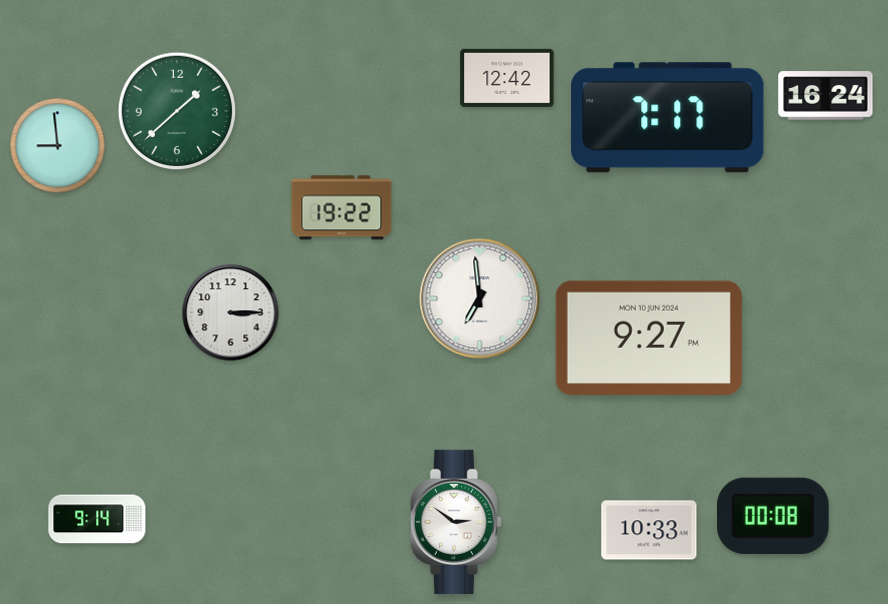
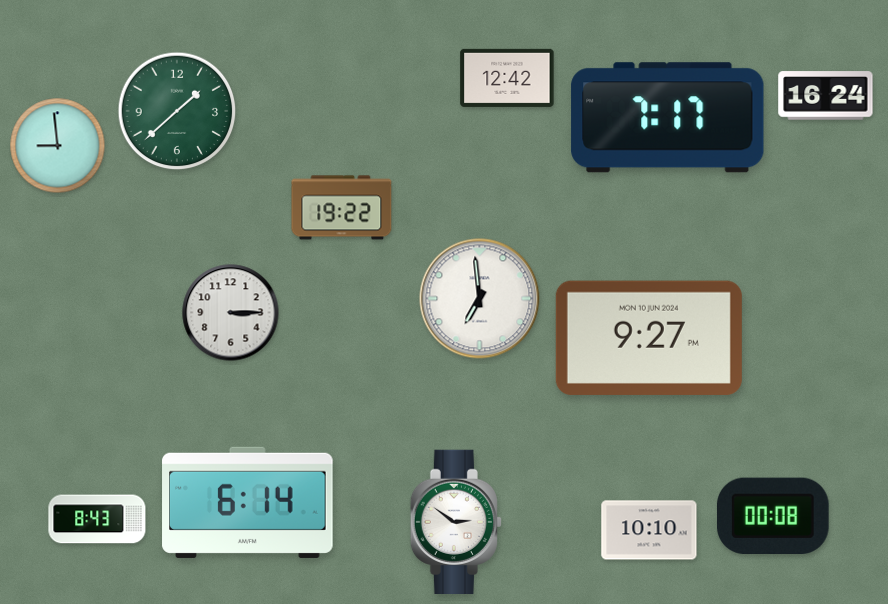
clock at (248, 502): none -> 6:14
clock at (97, 519): 9:14 -> 8:43
clock at (649, 530): 10:33 -> 10:10
